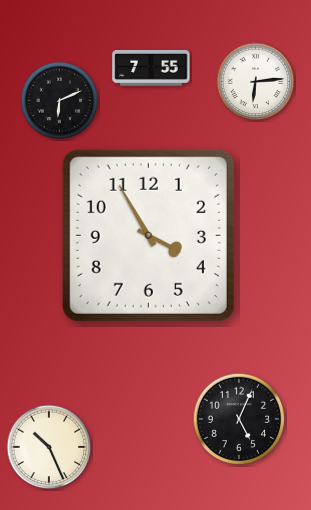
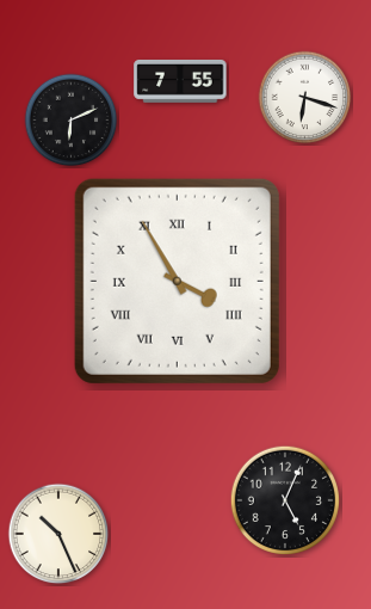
clock at (256, 82): 6:14 -> 6:18
clock at (148, 235) numerals: Arabic -> Roman
